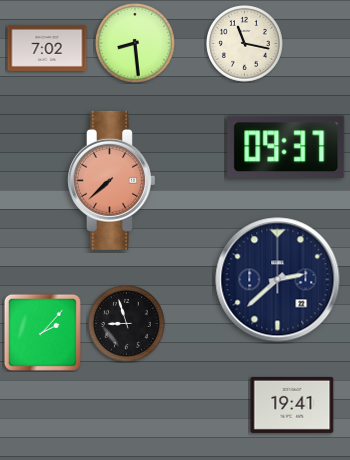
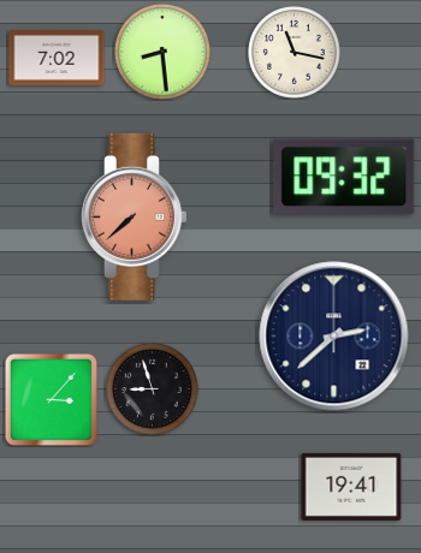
clock at (286, 146): 09:37 -> 09:32
clock at (42, 332): 2:07 -> 3:07
